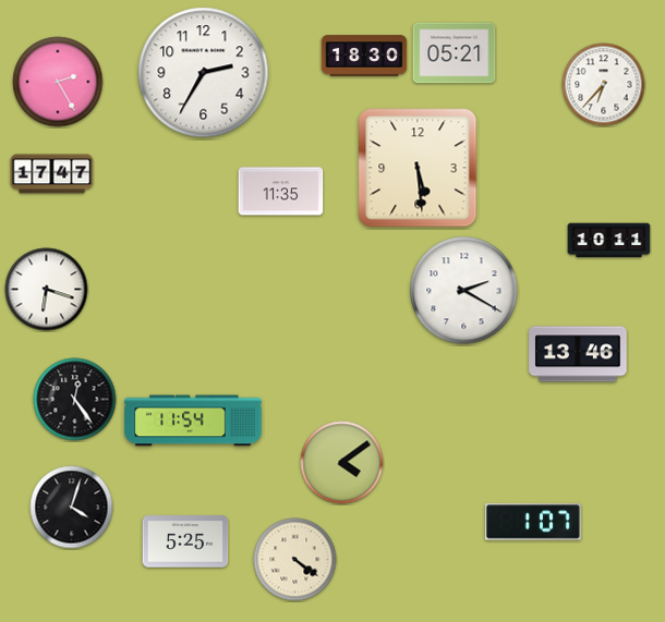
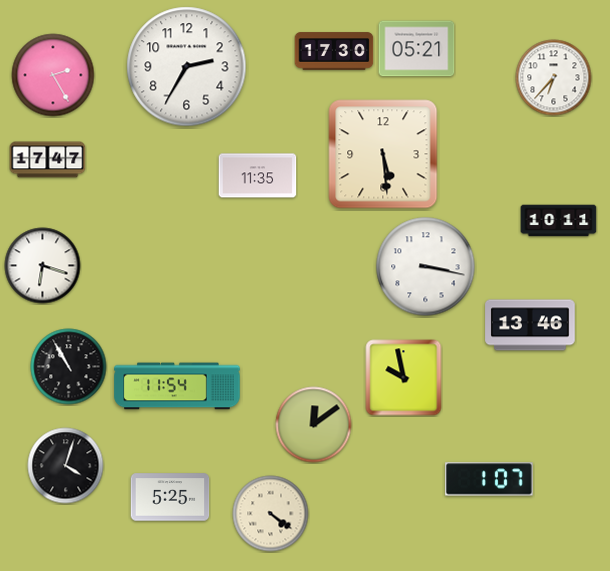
clock at (364, 56): 18:30 -> 17:30
clock at (464, 291): 2:20 -> 3:17
clock at (75, 400): 12:24 -> 10:55
clock at (404, 378): none -> 9:58
clock at (342, 463): 4:09 -> 12:09
